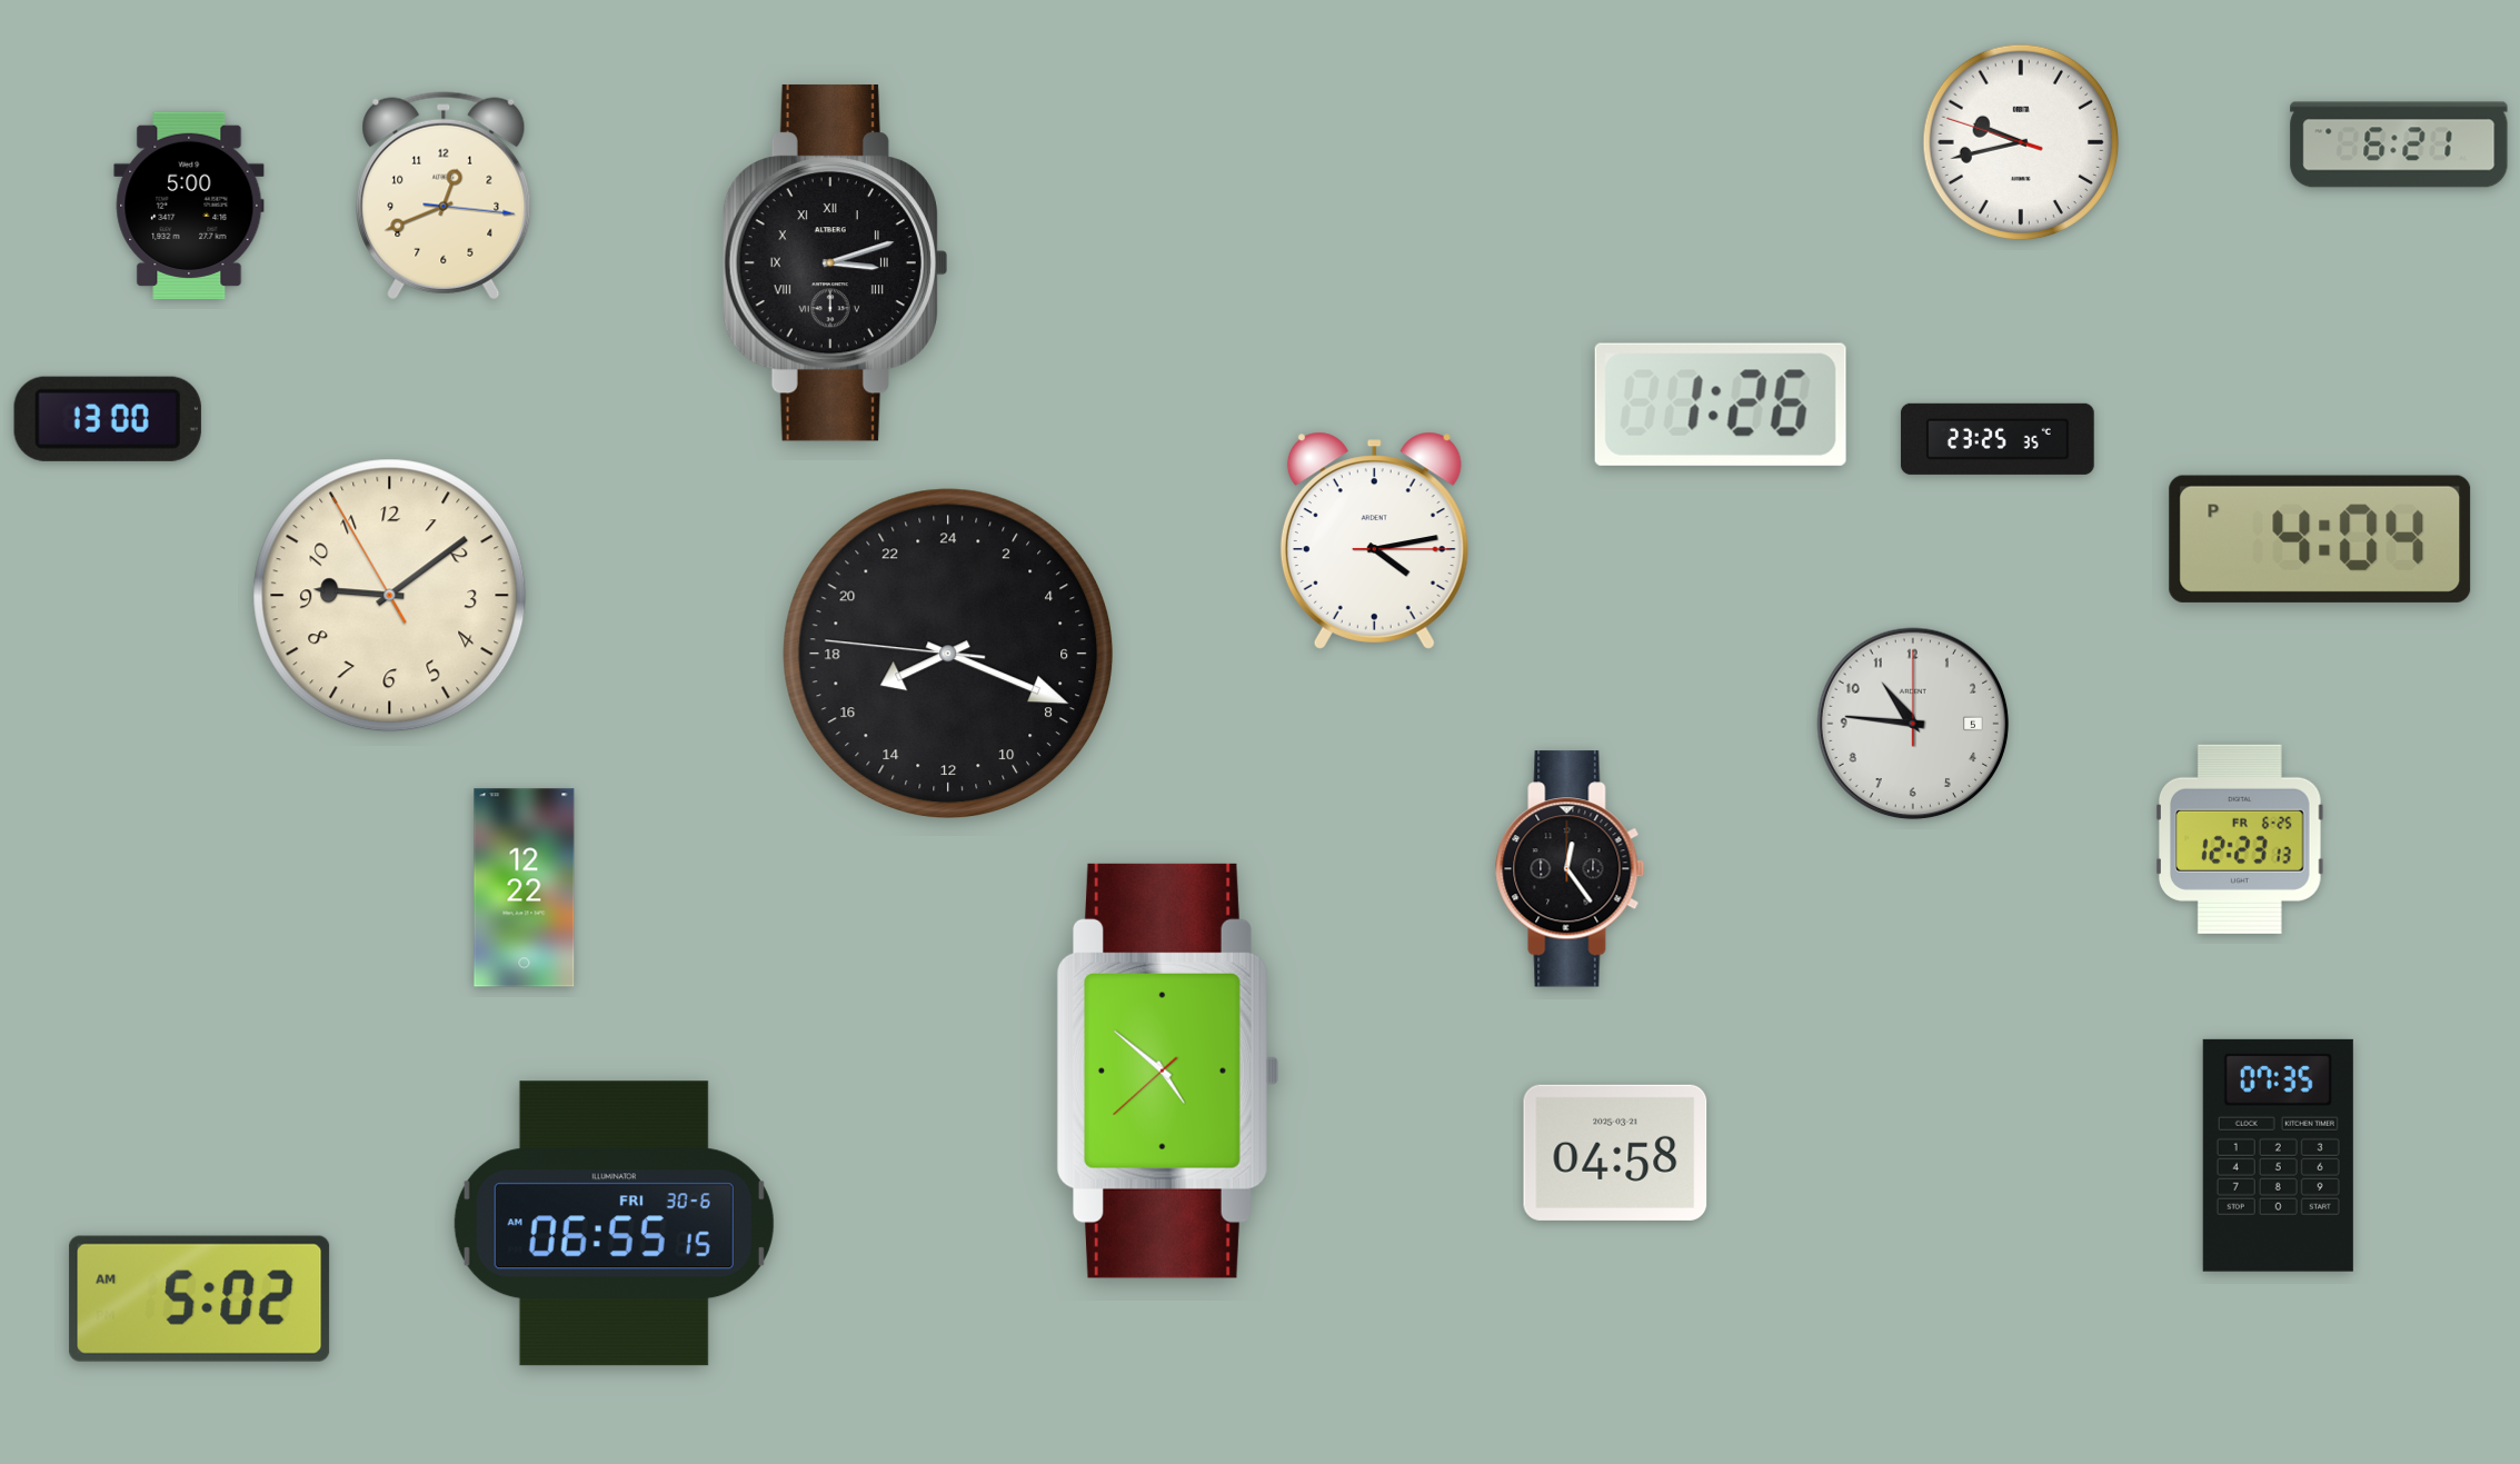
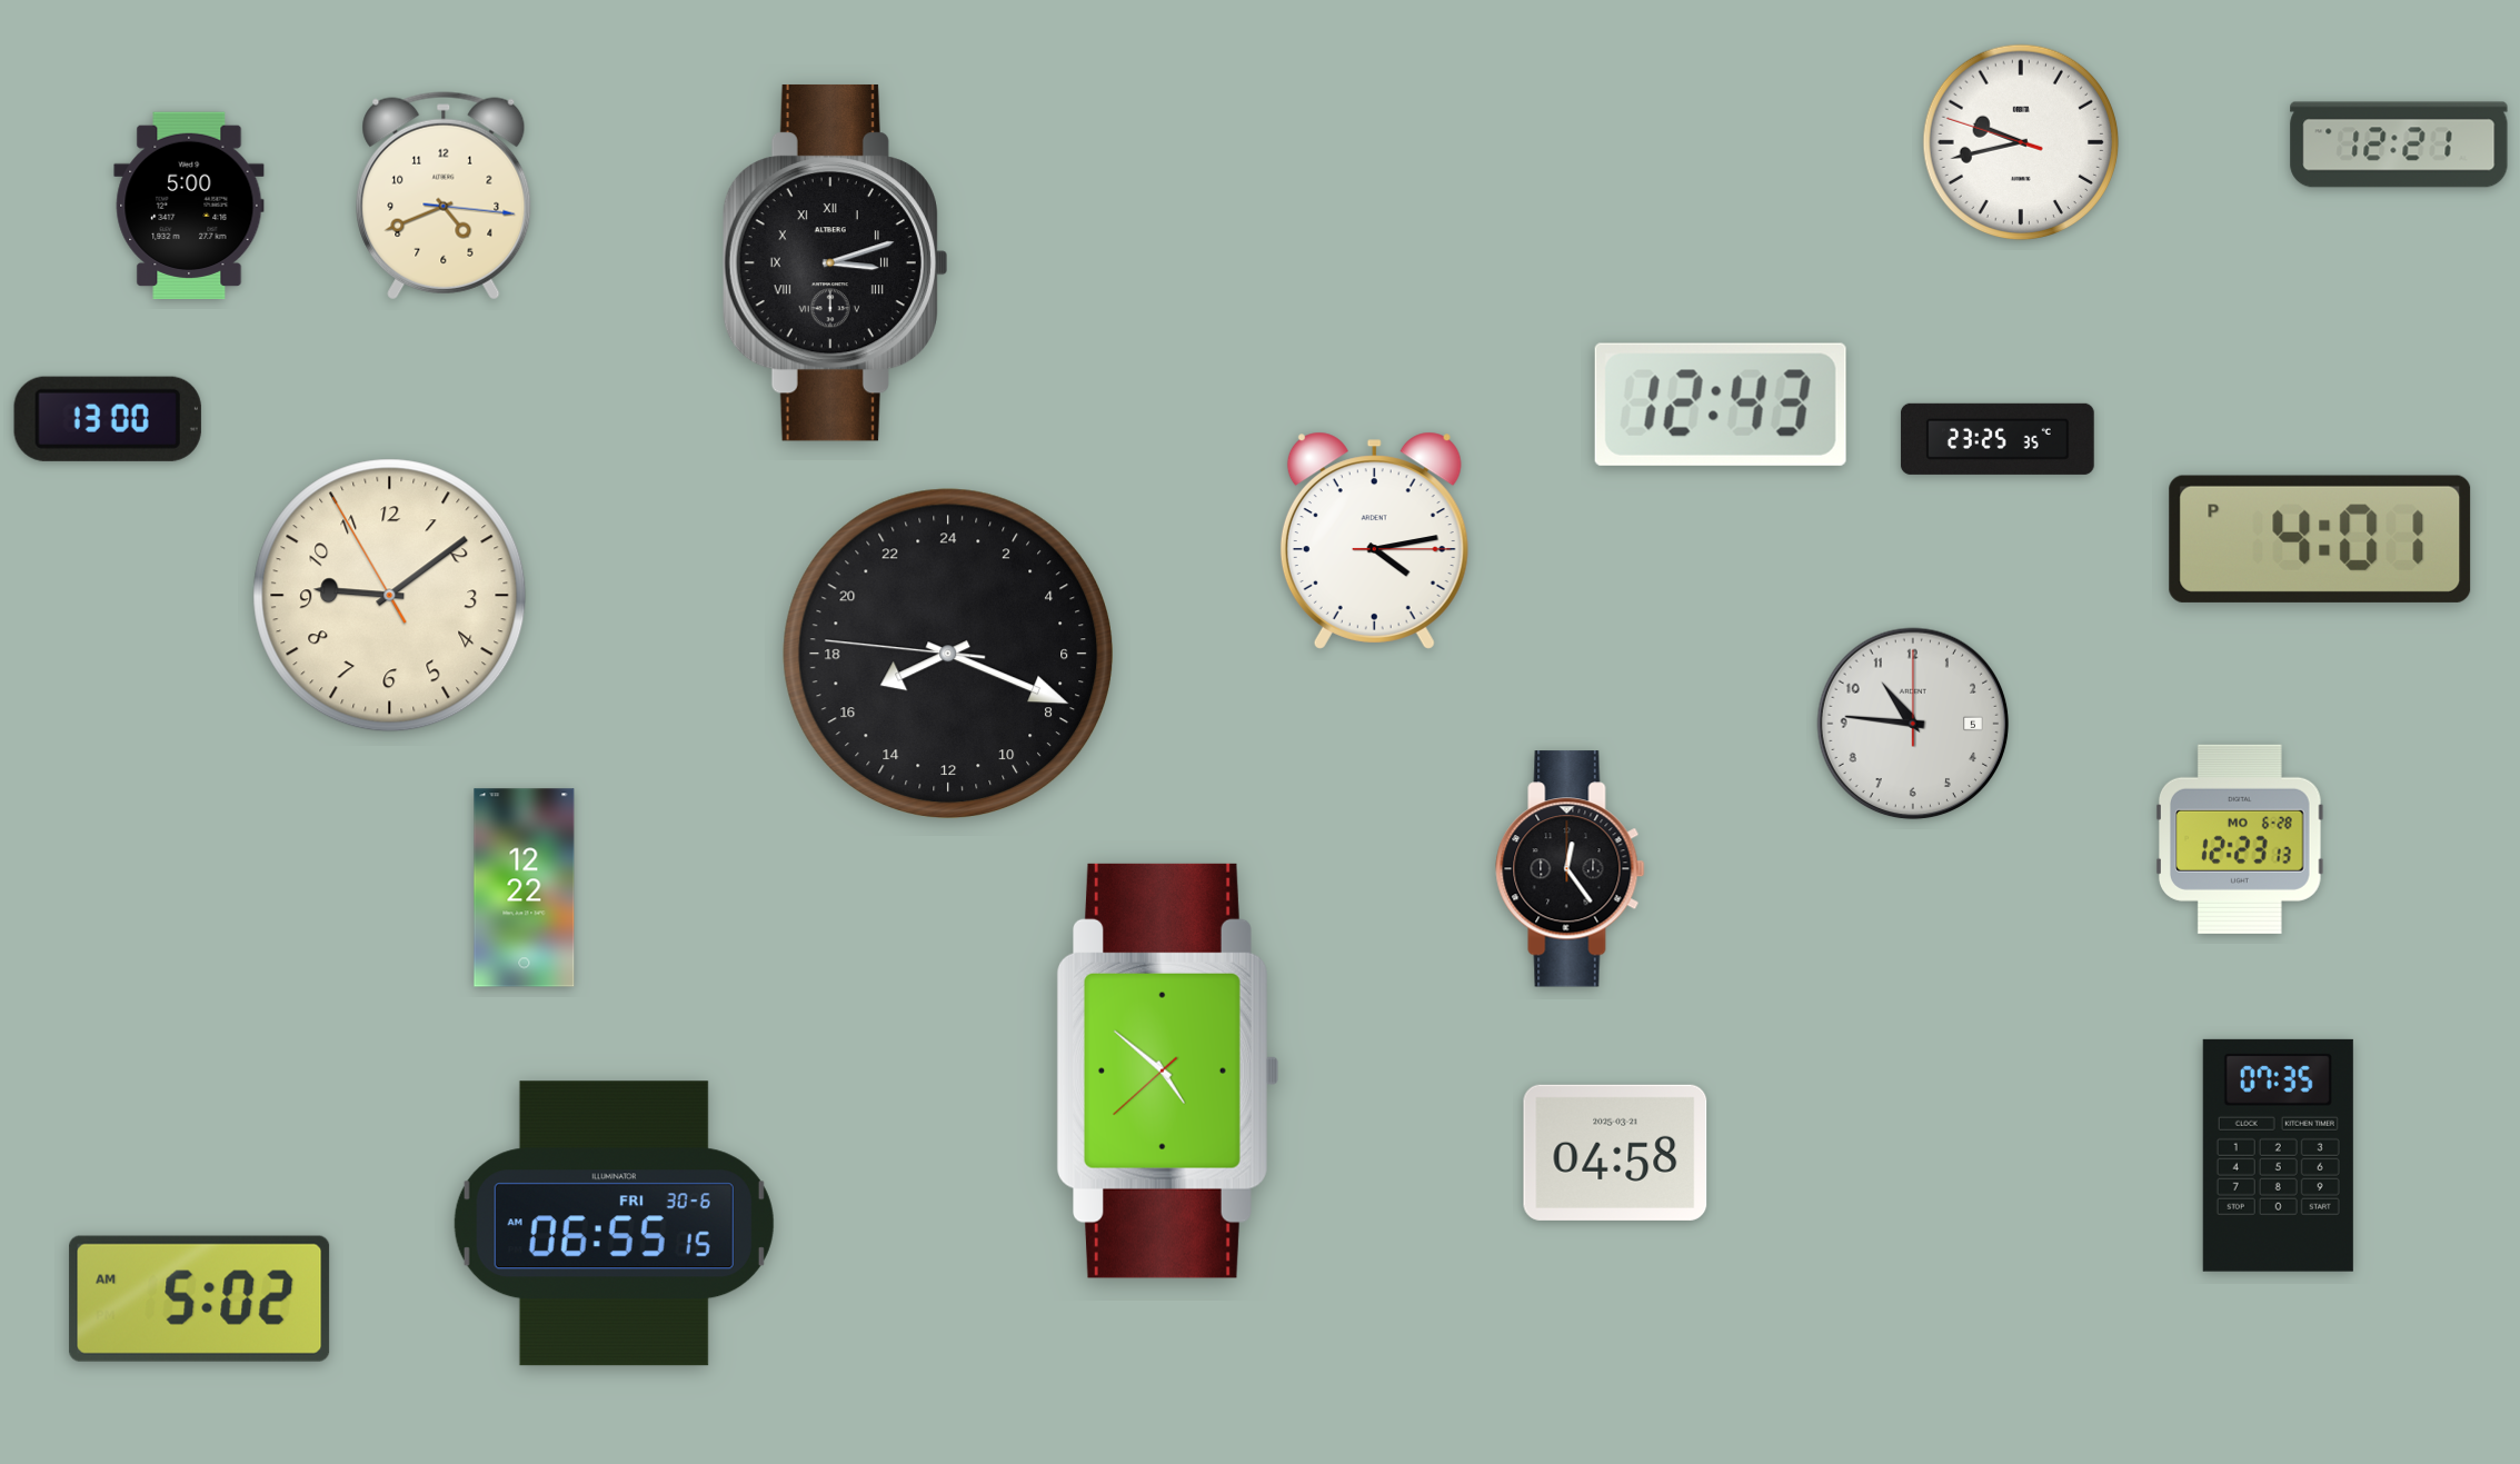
clock at (2399, 145): 6:21 -> 12:21
clock at (444, 196): 12:41 -> 4:41
clock at (1721, 405): 1:26 -> 12:43
clock at (2320, 539): 4:04 -> 4:01
clock at (2240, 839) date: FR 6-25 -> MO 6-28
